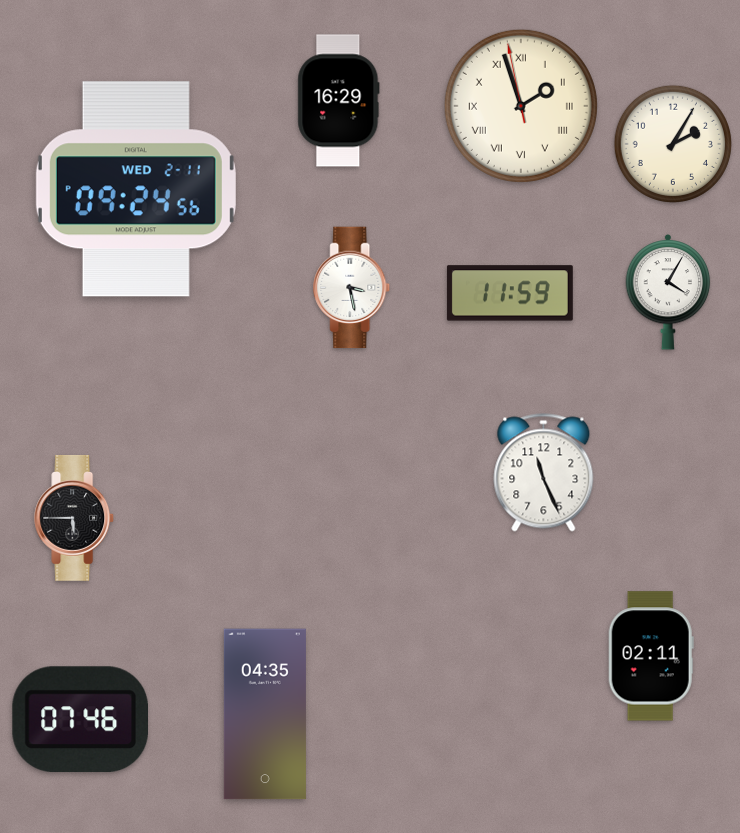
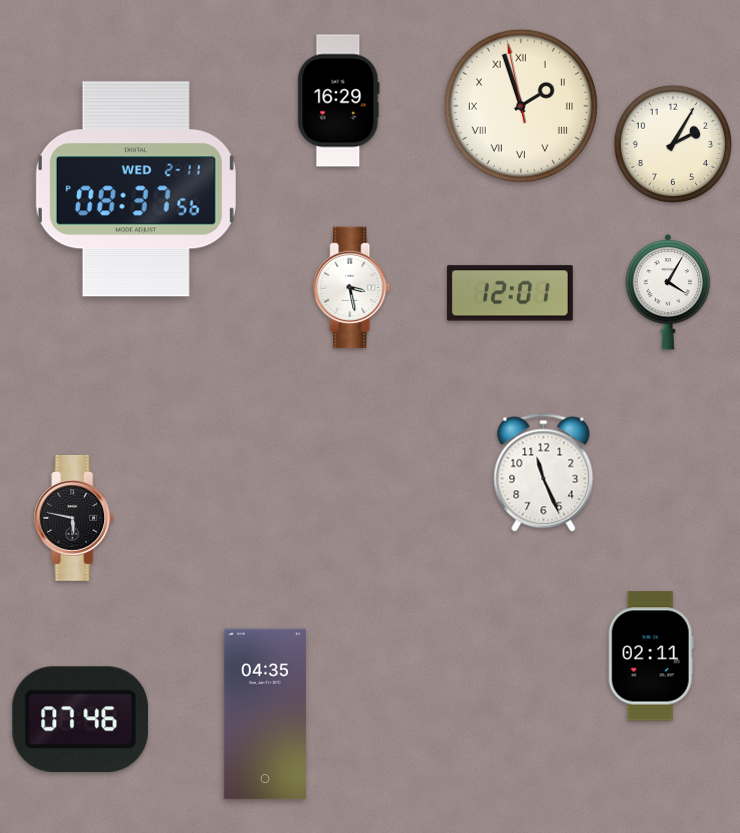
clock at (136, 189): 09:24 -> 08:37
clock at (510, 293): 11:59 -> 12:01
clock at (75, 518): 5:45 -> 5:47
